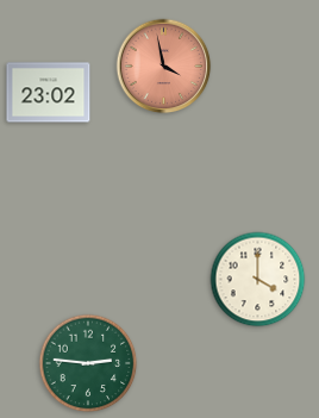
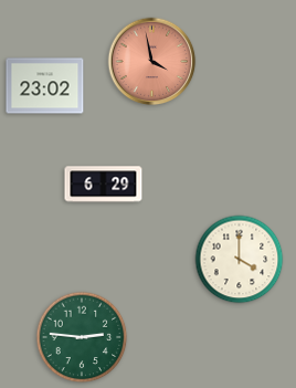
clock at (104, 185): none -> 6:29
